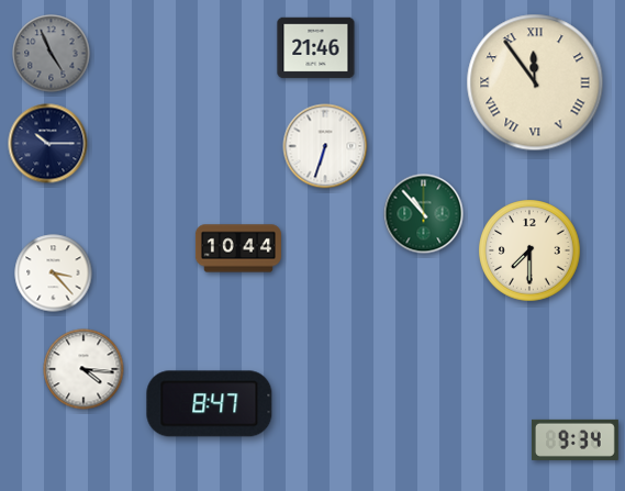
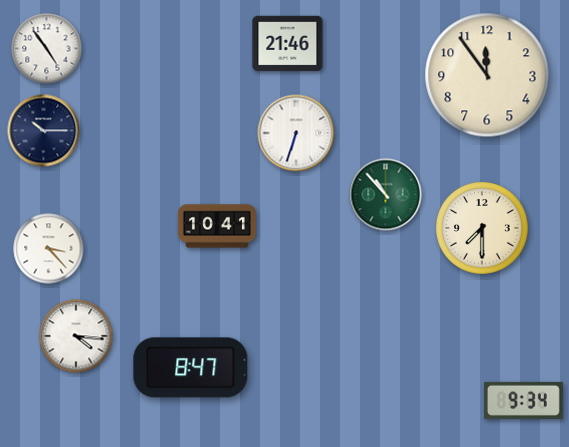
clock at (52, 54): 4:56 -> 4:54
clock at (52, 54) dial: grey -> white
clock at (535, 82) numerals: Roman -> Arabic
clock at (238, 248): 10:44 -> 10:41
